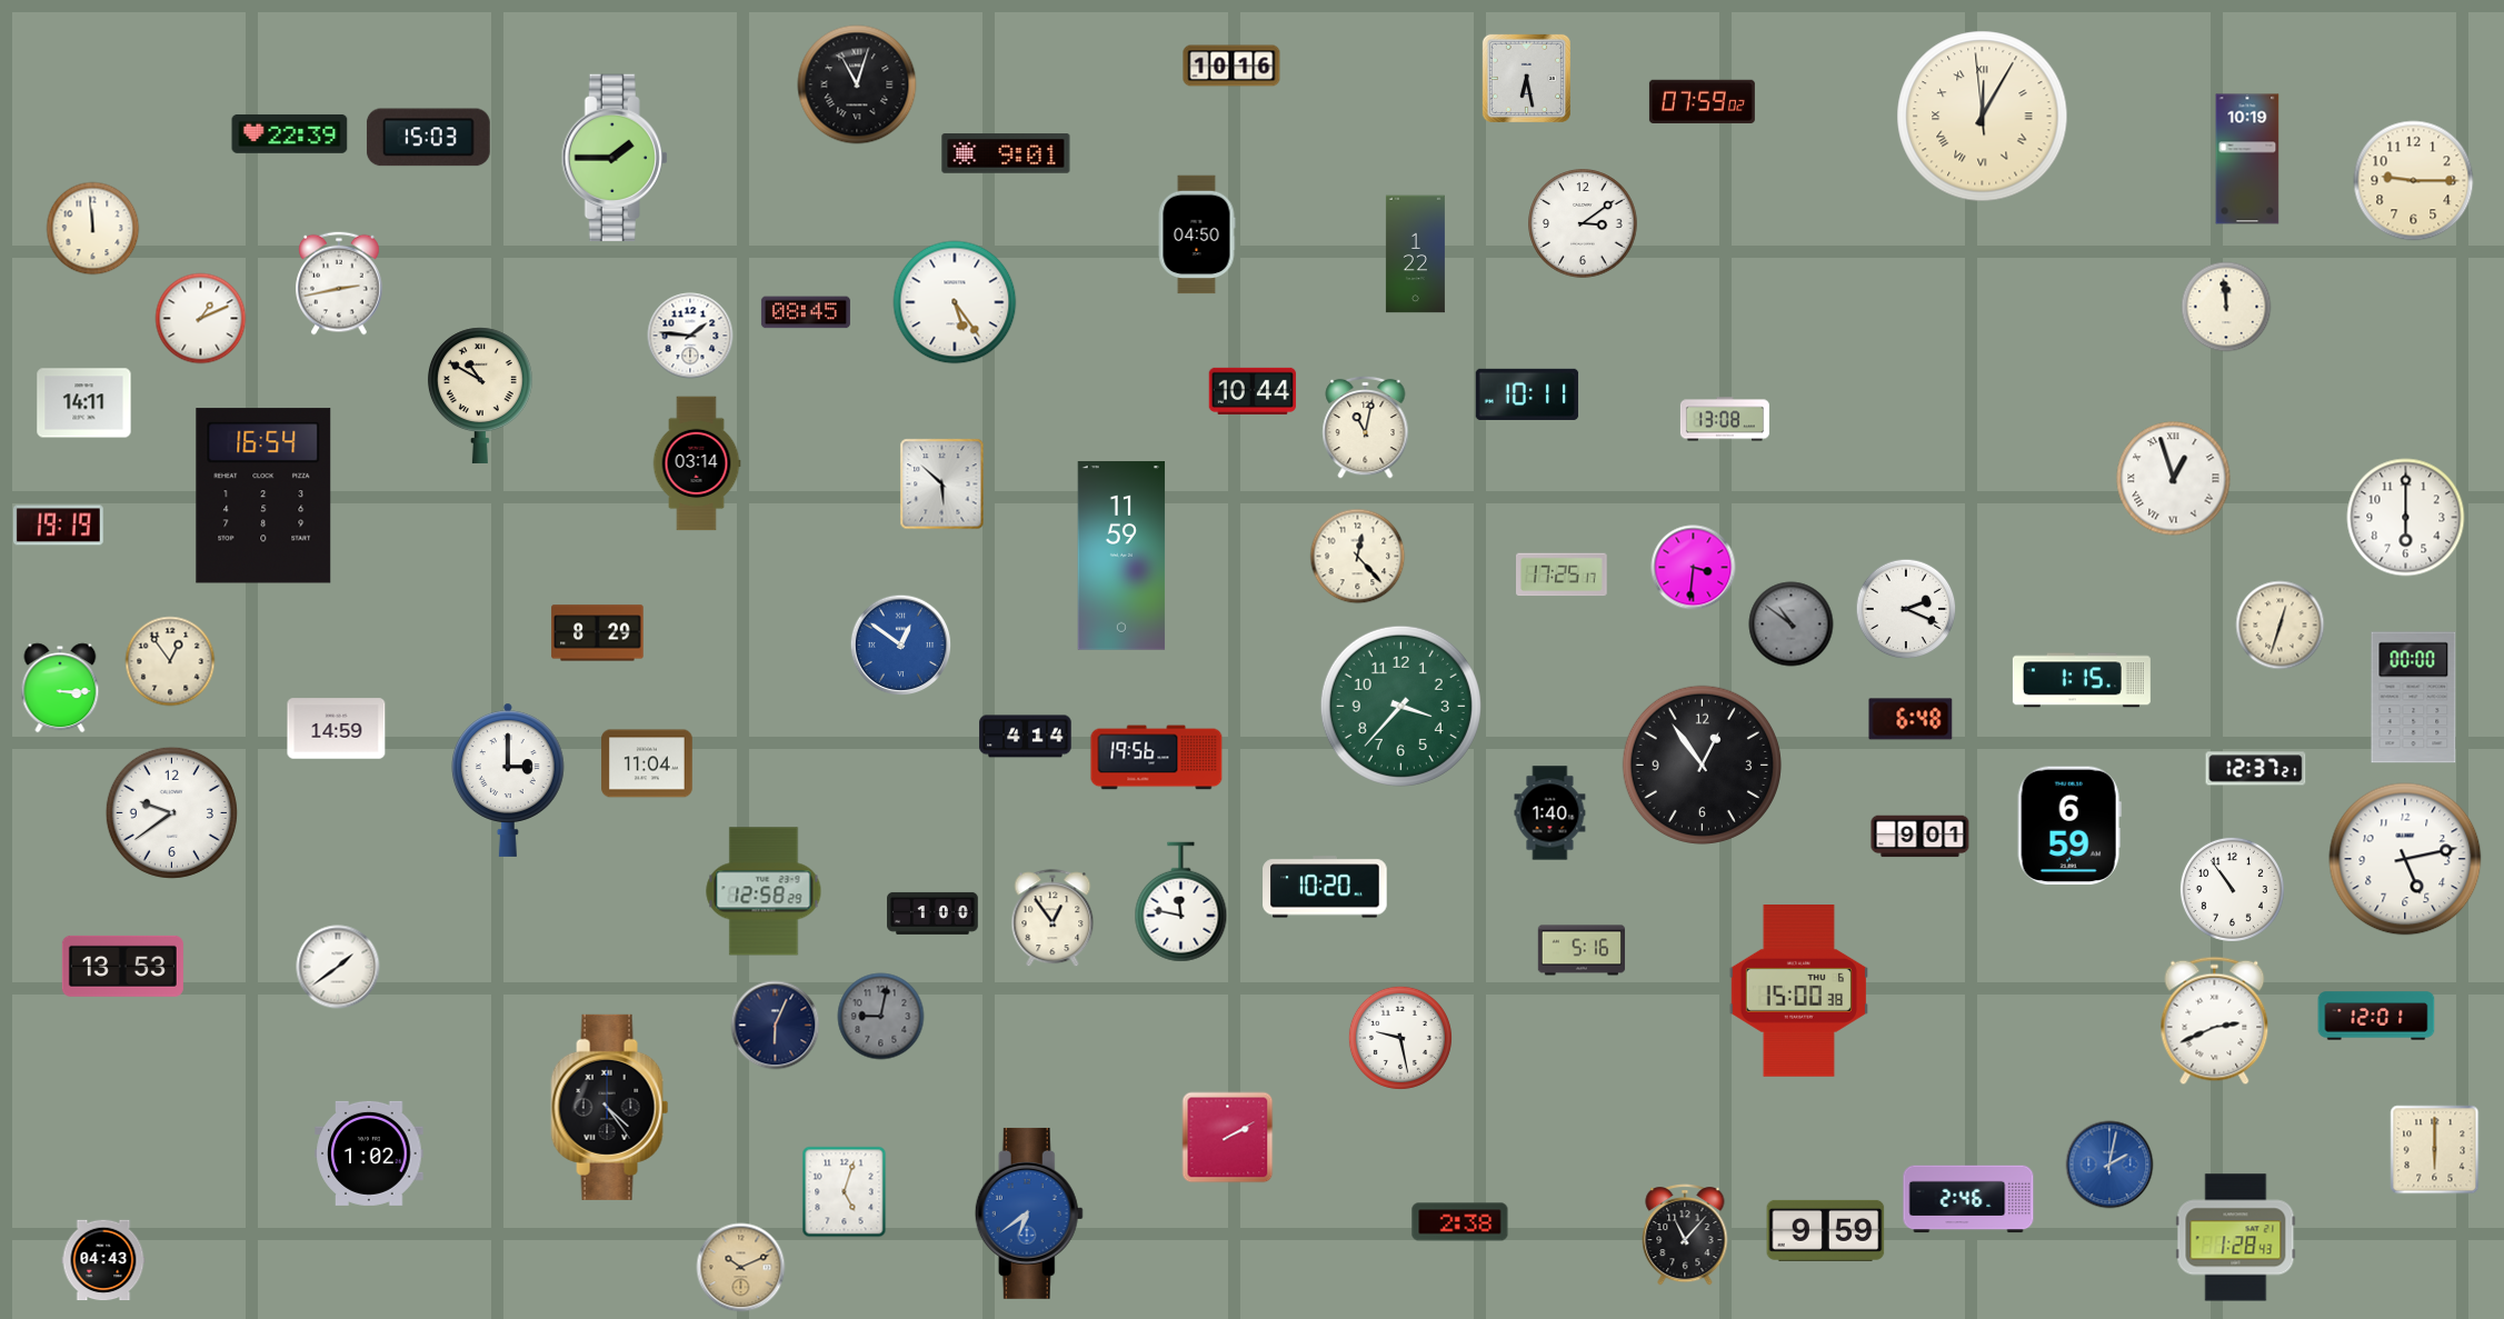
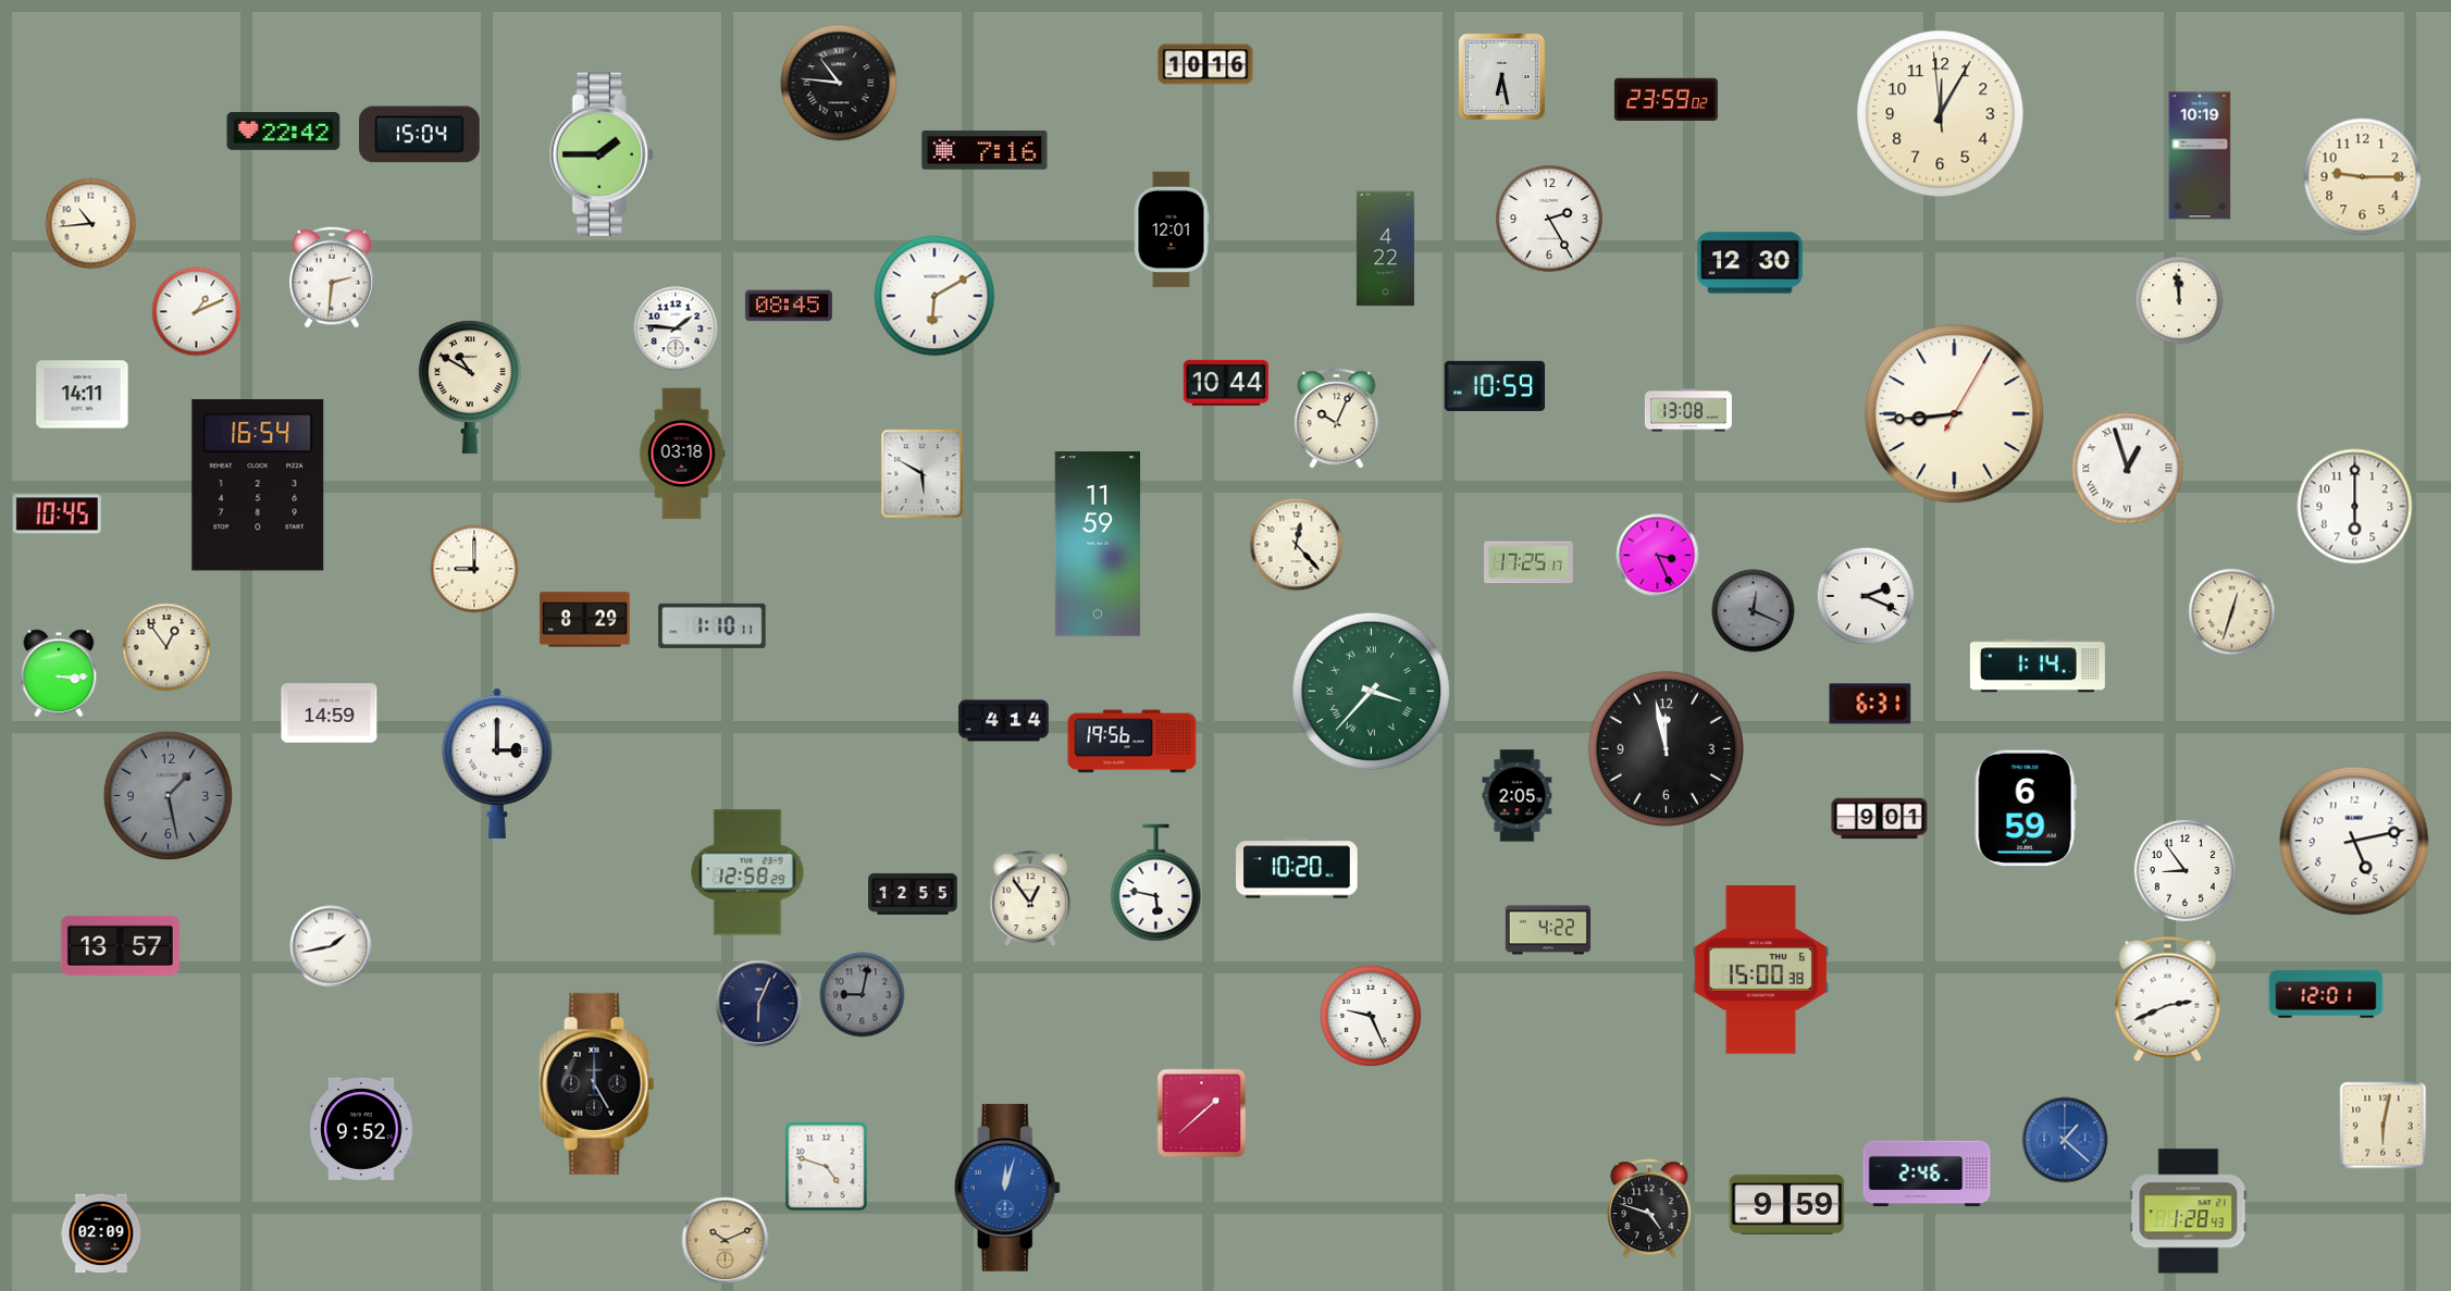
clock at (1526, 78) position: (1526, 78) -> (1501, 76)
clock at (857, 84): 11:03 -> 10:46
clock at (1702, 101): 07:59 -> 23:59
clock at (1983, 117) numerals: Roman -> Arabic
clock at (290, 133): 22:39 -> 22:42
clock at (428, 138): 15:03 -> 15:04
clock at (1006, 153): 9:01 -> 7:16
clock at (1583, 223): 3:09 -> 2:25
clock at (93, 229): 11:59 -> 10:44
clock at (1197, 234): 04:50 -> 12:01
clock at (1415, 254): 1:22 -> 4:22
clock at (1750, 263): none -> 12:30
clock at (339, 283): 2:43 -> 2:31
clock at (955, 302): 5:24 -> 6:10
clock at (1527, 394): 10:11 -> 10:59
clock at (1955, 414): none -> 8:44
clock at (1366, 427): 11:02 -> 10:04
clock at (697, 463): 03:14 -> 03:18
clock at (942, 484): 5:52 -> 5:50
clock at (58, 526): 19:19 -> 10:45
clock at (1358, 557) position: (1358, 557) -> (1297, 545)
clock at (1694, 568): 3:31 -> 3:26
clock at (474, 569): none -> 9:00
clock at (1792, 624): 10:51 -> 12:19
clock at (713, 625): none -> 1:10
clock at (901, 646): 12:51 -> none
clock at (2082, 680): 1:15 -> 1:14
clock at (2414, 698): 00:00 -> none
clock at (1400, 706) numerals: Arabic -> Roman
clock at (1911, 719): 6:48 -> 6:31
clock at (647, 763): 11:04 -> none
clock at (1702, 765): 12:54 -> 11:58
clock at (2256, 769): 12:37 -> none
clock at (171, 812): 9:39 -> 1:28
clock at (171, 812) dial: white -> grey
clock at (1550, 813): 1:40 -> 2:05
clock at (2232, 889): 10:54 -> 8:54
clock at (1181, 902): 11:47 -> 5:47
clock at (932, 913): 1:00 -> 12:55
clock at (1582, 950): 5:16 -> 4:22
clock at (122, 966): 13:53 -> 13:57
clock at (338, 967): 1:39 -> 1:43
clock at (1400, 1038): 9:28 -> 9:26
clock at (610, 1107): 4:24 -> 5:00
clock at (1228, 1138): 2:10 -> 1:38
clock at (2435, 1150): 6:00 -> 6:02
clock at (369, 1153): 1:02 -> 9:52
clock at (2109, 1165): 2:02 -> 1:22
clock at (845, 1192): 5:03 -> 4:48
clock at (1029, 1213): 6:39 -> 12:03
clock at (1460, 1222): 2:38 -> none
clock at (1685, 1236): 11:07 -> 4:48
clock at (103, 1260): 04:43 -> 02:09
